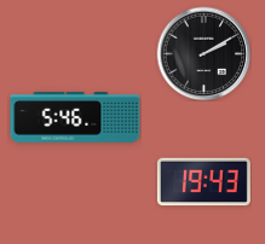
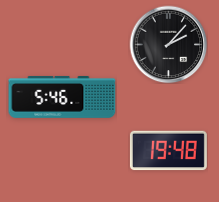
clock at (203, 53): 2:10 -> 2:07
clock at (203, 182): 19:43 -> 19:48
